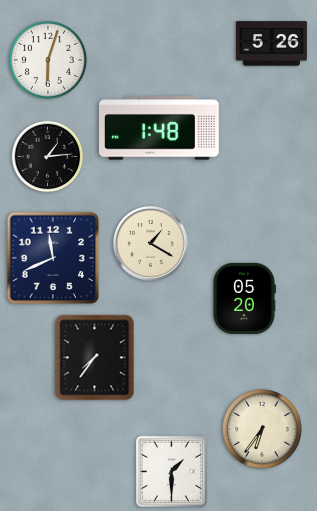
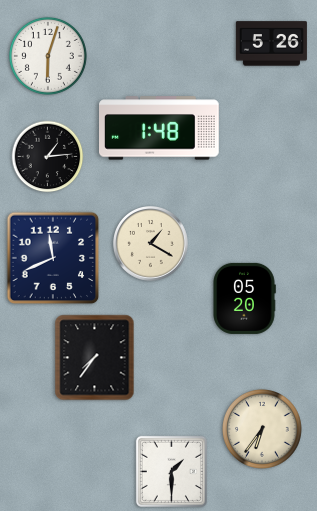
clock at (48, 60) position: (48, 60) -> (48, 56)
